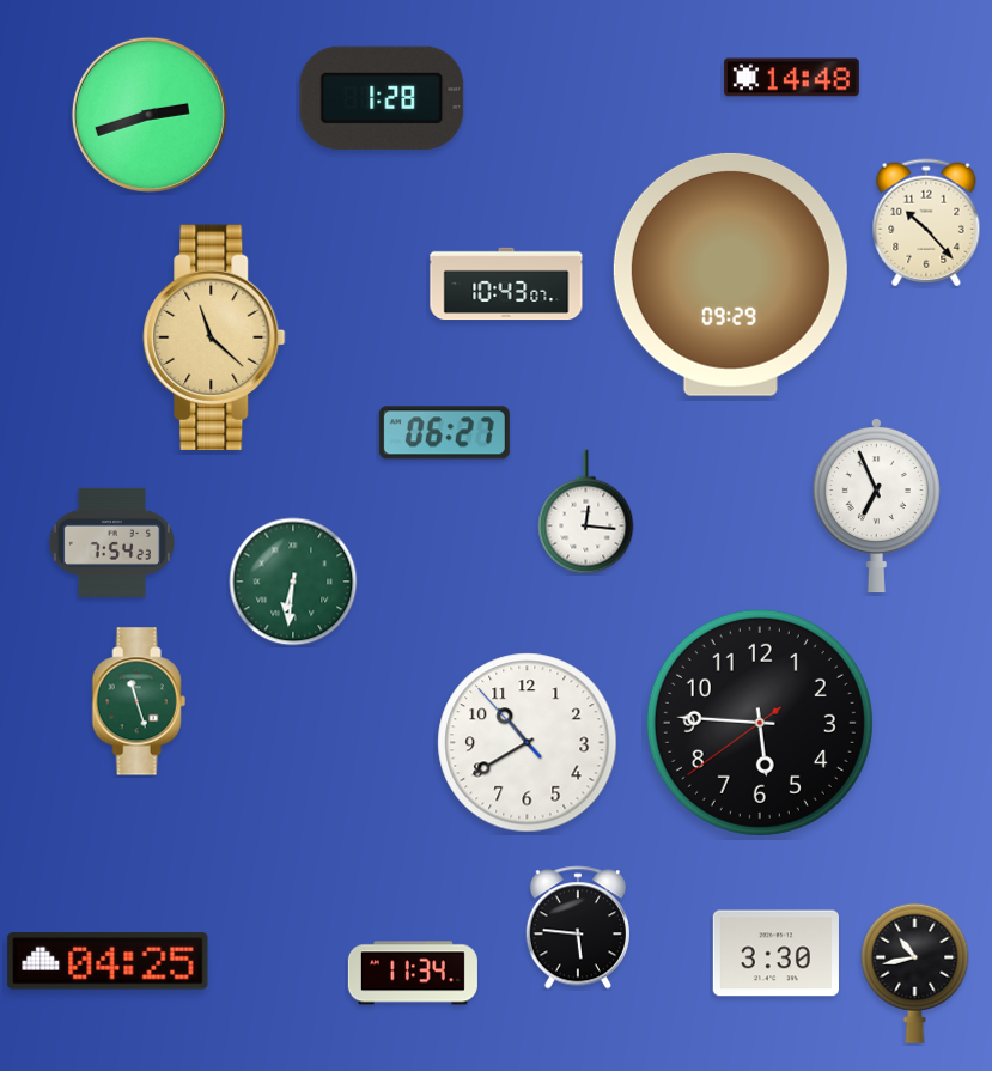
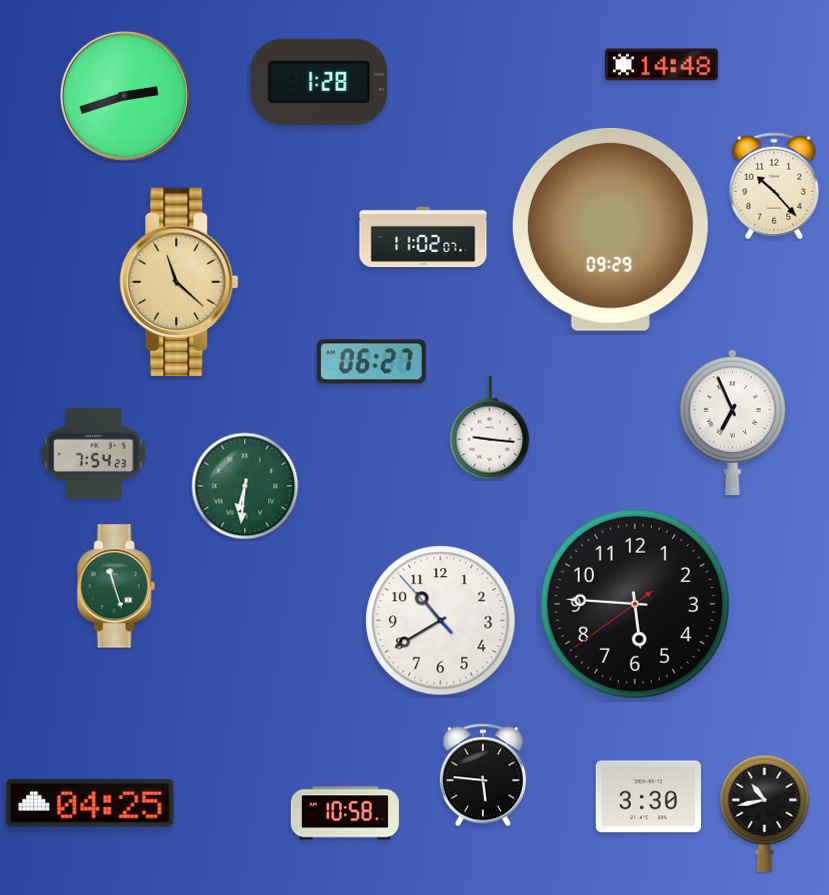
clock at (506, 284): 10:43 -> 11:02
clock at (586, 512): 12:16 -> 9:16
clock at (413, 973): 11:34 -> 10:58
